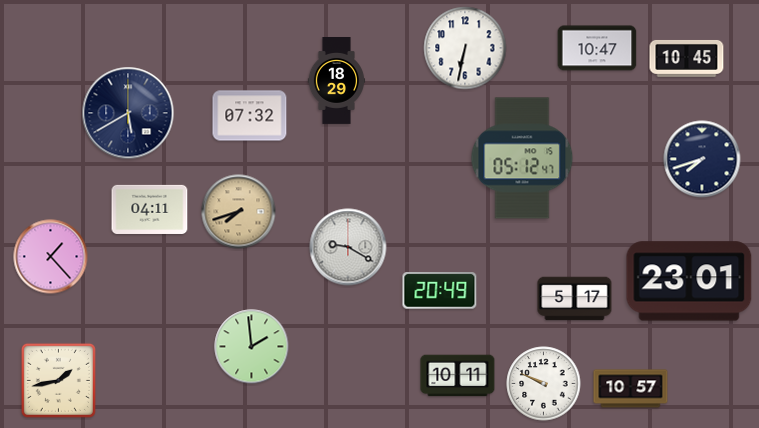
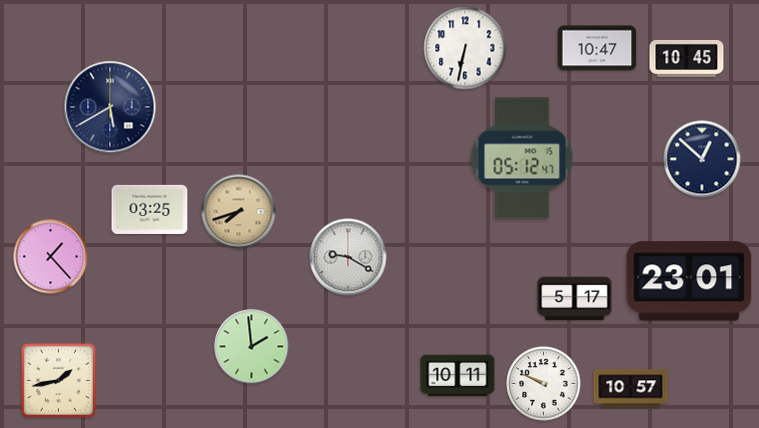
clock at (337, 81): 18:29 -> none
clock at (128, 113) position: (128, 113) -> (110, 107)
clock at (250, 116): 07:32 -> none
clock at (702, 159): 7:42 -> 12:52
clock at (150, 209): 04:11 -> 03:25
clock at (348, 247) position: (348, 247) -> (348, 257)
clock at (440, 291): 20:49 -> none
